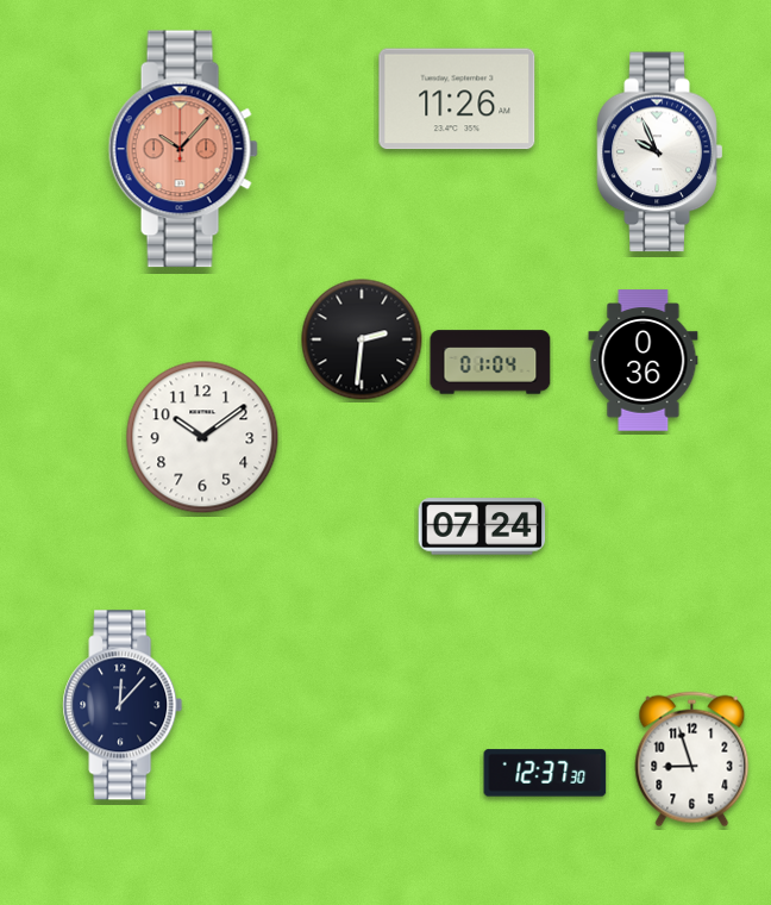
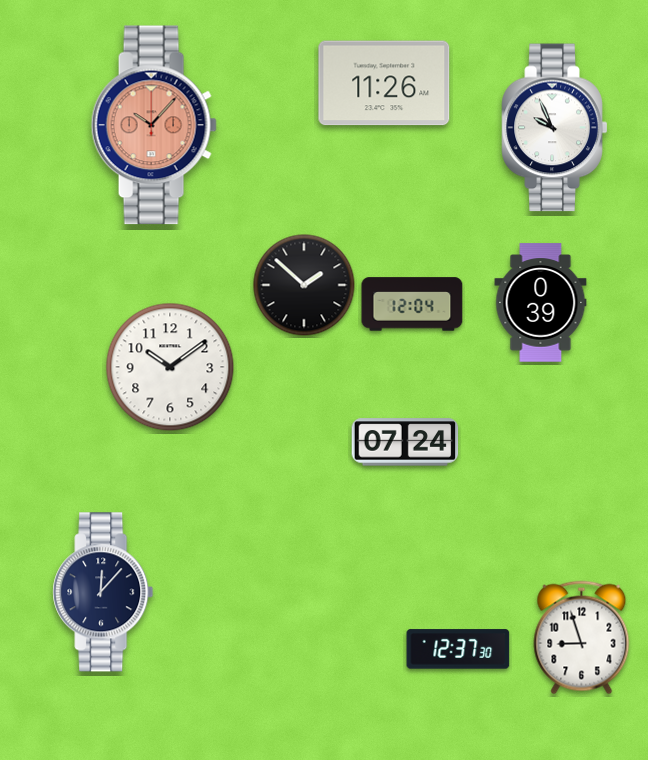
clock at (362, 339): 2:31 -> 1:52
clock at (644, 361): 0:36 -> 0:39
clock at (490, 362): 01:04 -> 12:04
